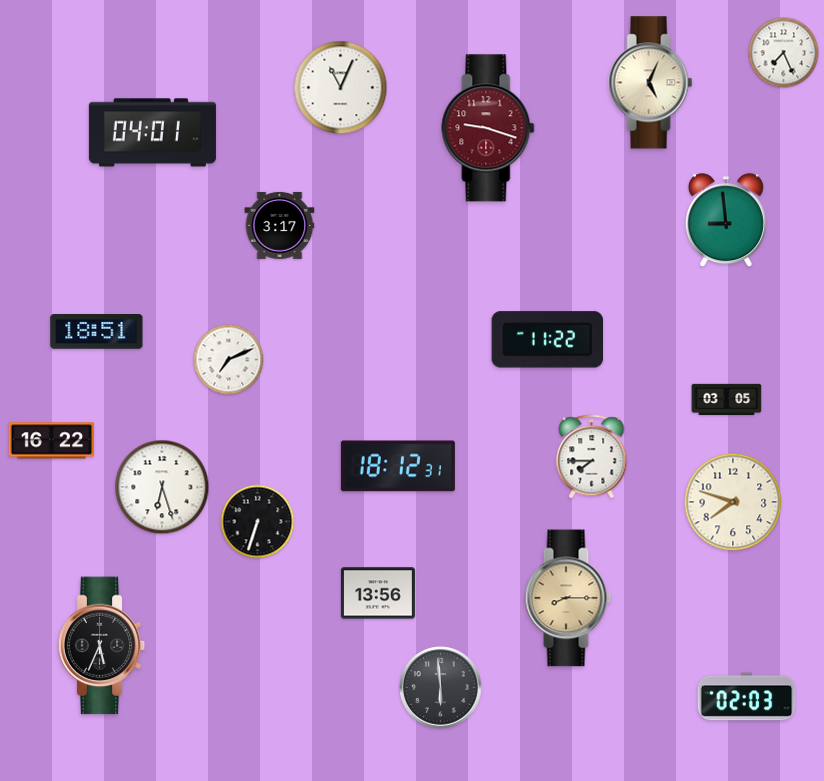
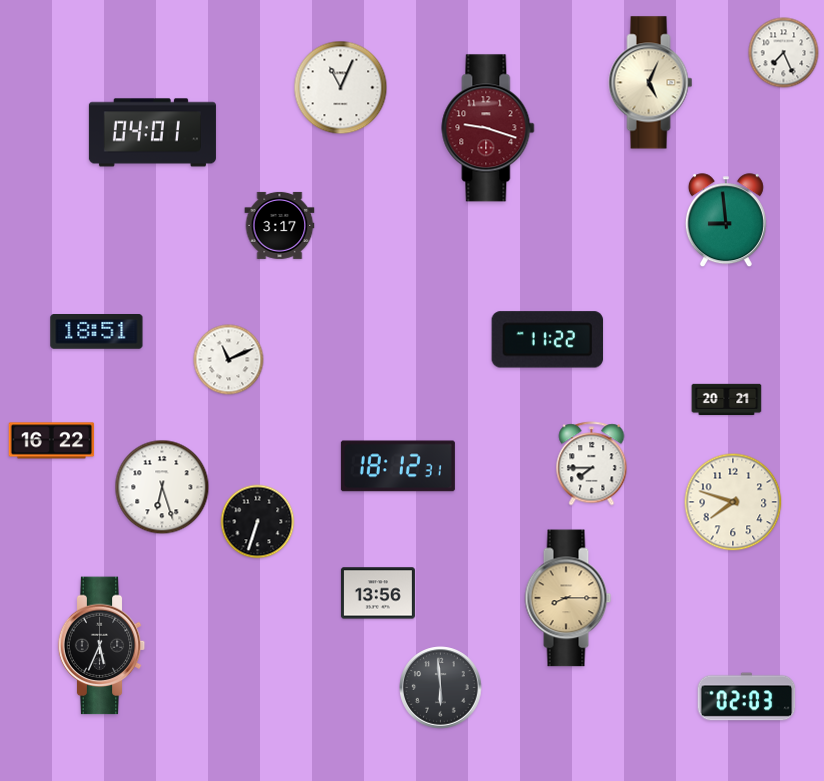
clock at (229, 360): 7:11 -> 11:11
clock at (727, 399): 03:05 -> 20:21
clock at (592, 457) position: (592, 457) -> (592, 464)
